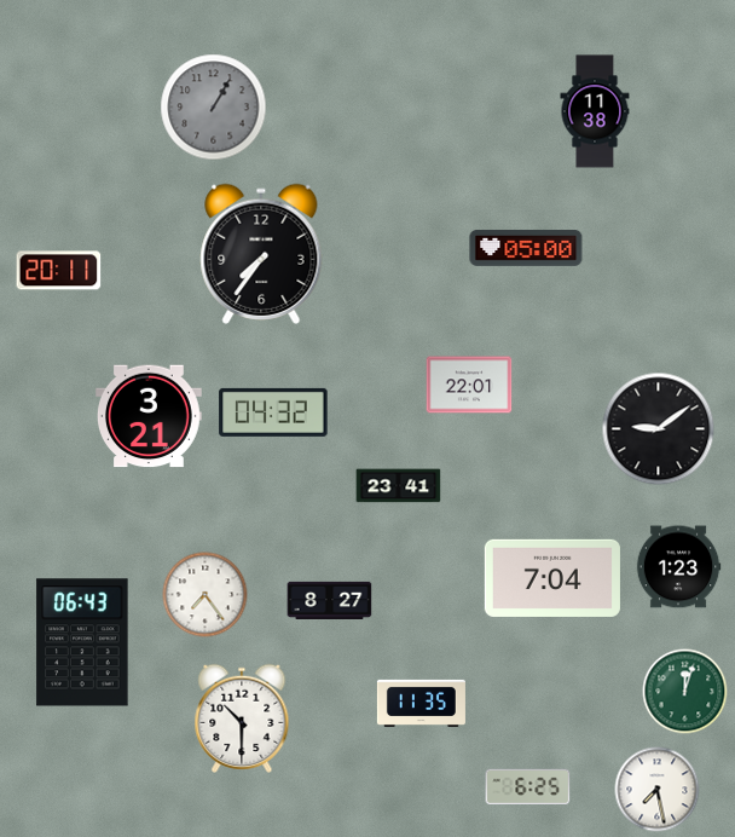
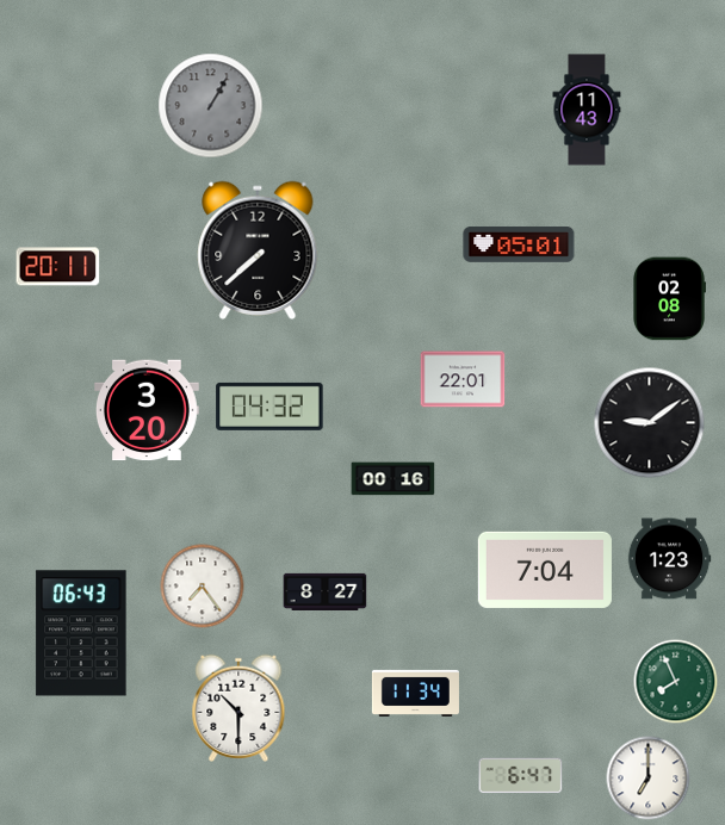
clock at (595, 111): 11:38 -> 11:43
clock at (526, 248): 05:00 -> 05:01
clock at (261, 254): 7:36 -> 7:38
clock at (670, 299): none -> 02:08
clock at (150, 416): 3:21 -> 3:20
clock at (399, 486): 23:41 -> 00:16
clock at (685, 692): 12:03 -> 7:56
clock at (421, 703): 11:35 -> 11:34
clock at (528, 787): 6:25 -> 6:47
clock at (658, 790): 7:28 -> 7:00
